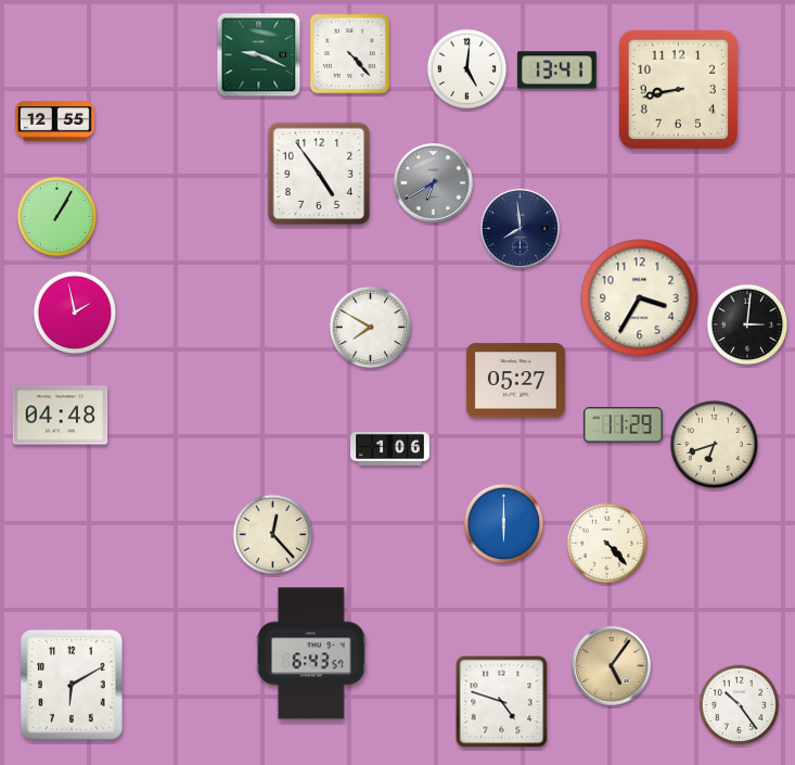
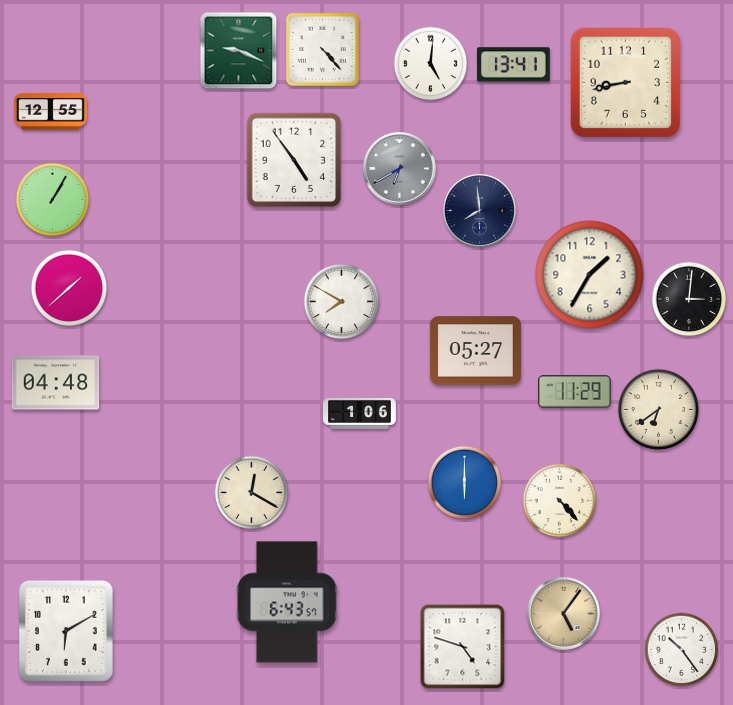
clock at (640, 298): 3:35 -> 1:35
clock at (75, 313): 1:58 -> 1:38
clock at (714, 444): 6:42 -> 6:39
clock at (273, 535): 12:23 -> 12:20
